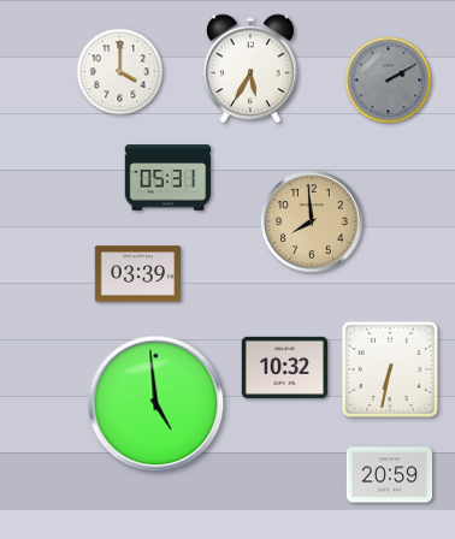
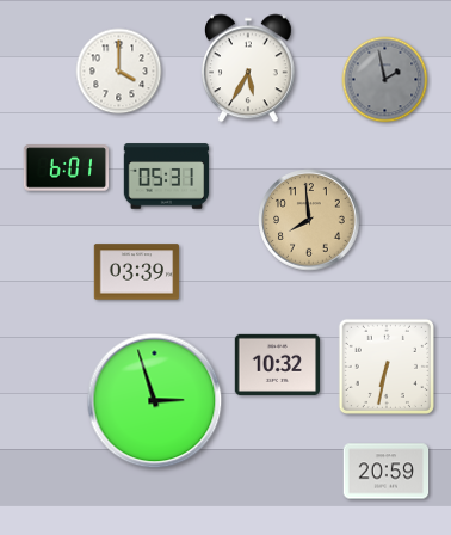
clock at (389, 81): 2:10 -> 1:58
clock at (67, 168): none -> 6:01
clock at (285, 367) position: (285, 367) -> (278, 364)
clock at (156, 404): 4:59 -> 2:57
